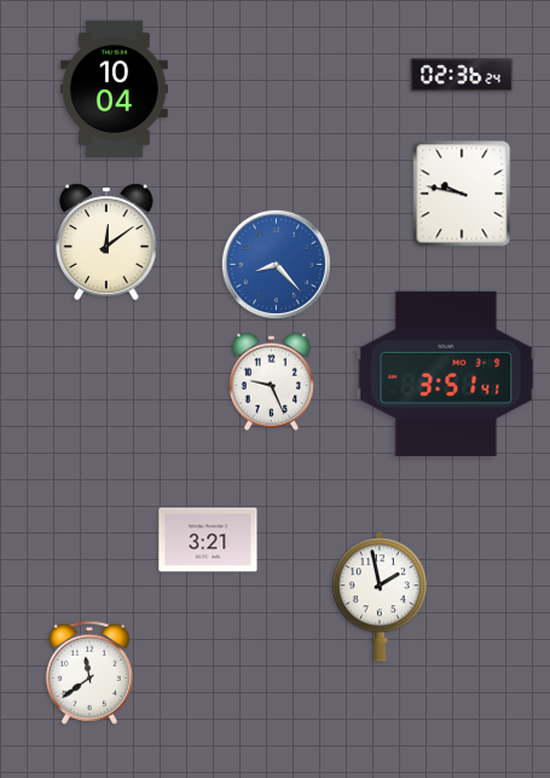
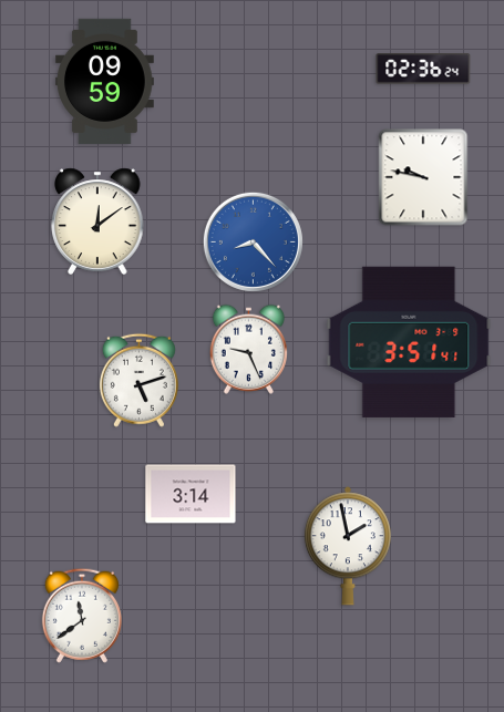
clock at (115, 88): 10:04 -> 09:59
clock at (138, 380): none -> 5:12
clock at (208, 540): 3:21 -> 3:14
